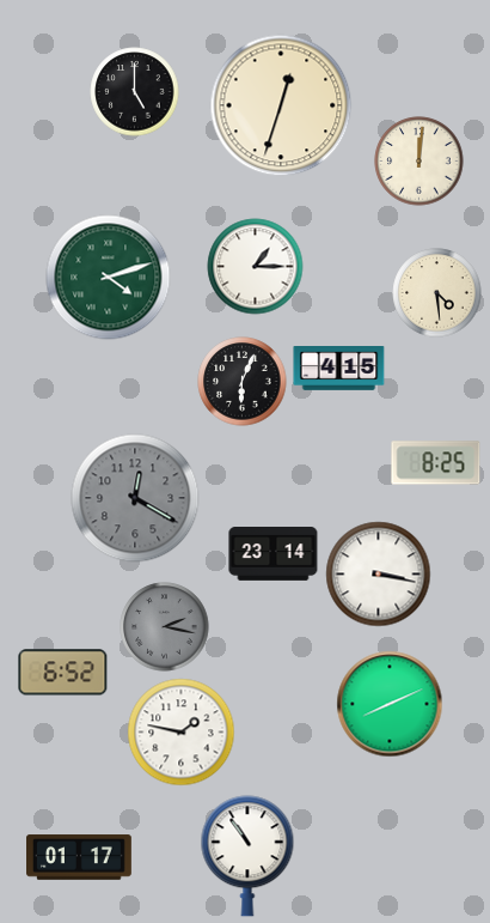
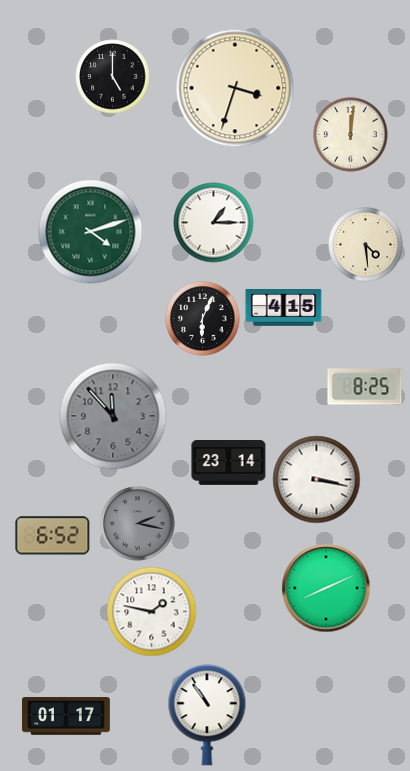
clock at (281, 105): 12:33 -> 3:33
clock at (135, 498): 12:20 -> 11:53
clock at (63, 673) position: (63, 673) -> (53, 536)
